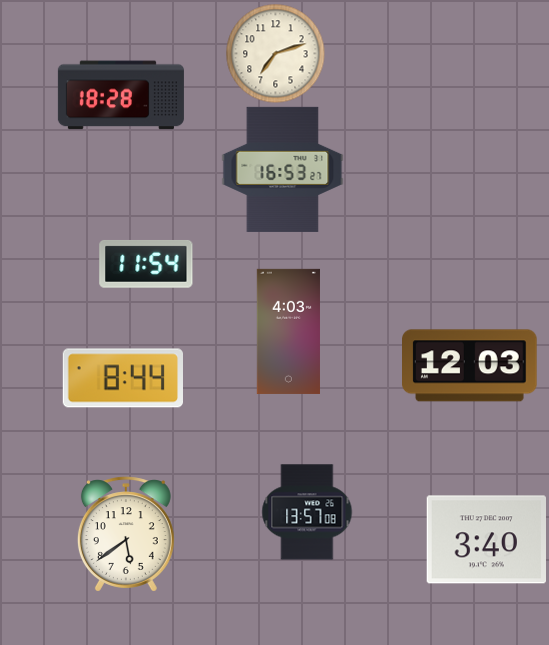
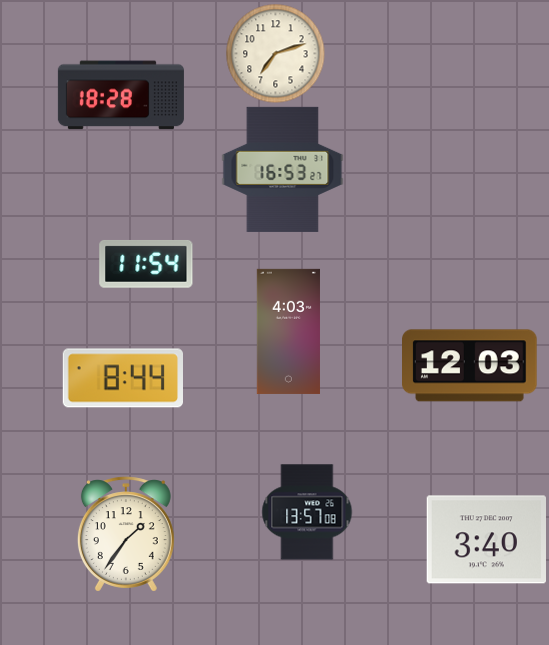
clock at (126, 534): 5:39 -> 1:36
